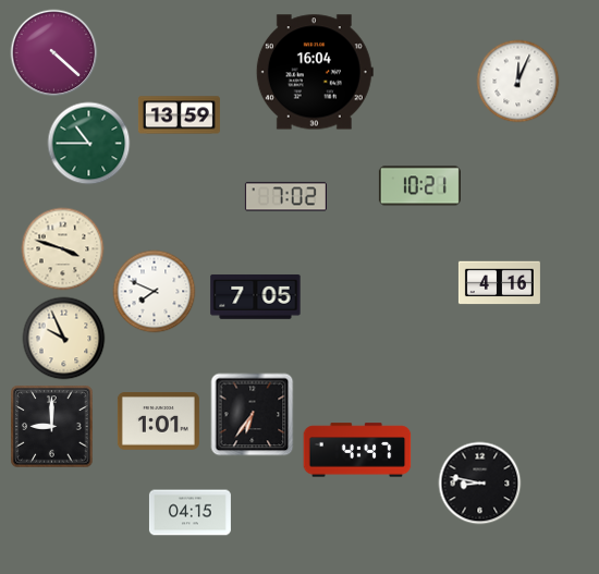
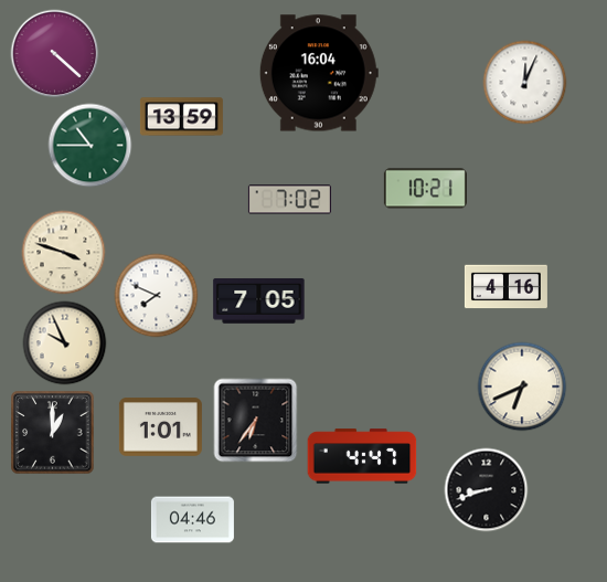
clock at (522, 387): none -> 6:41
clock at (52, 427): 9:00 -> 1:00
clock at (480, 484): 8:47 -> 8:42
clock at (190, 513): 04:15 -> 04:46
